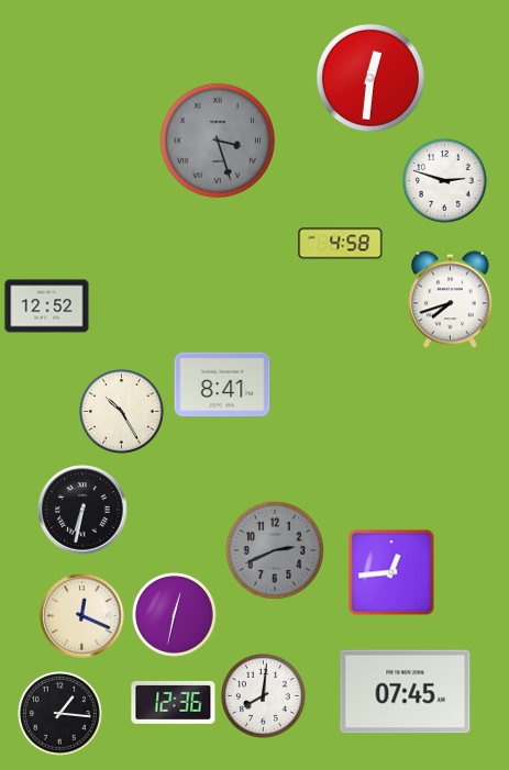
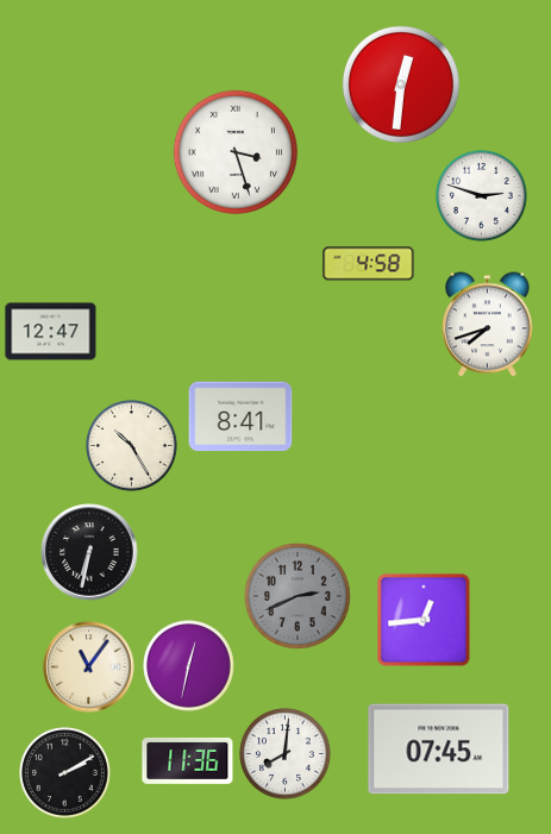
clock at (218, 141) dial: grey -> white
clock at (47, 306): 12:52 -> 12:47
clock at (82, 616): 12:19 -> 11:06
clock at (174, 702): 12:36 -> 11:36
clock at (60, 714): 1:16 -> 2:10
